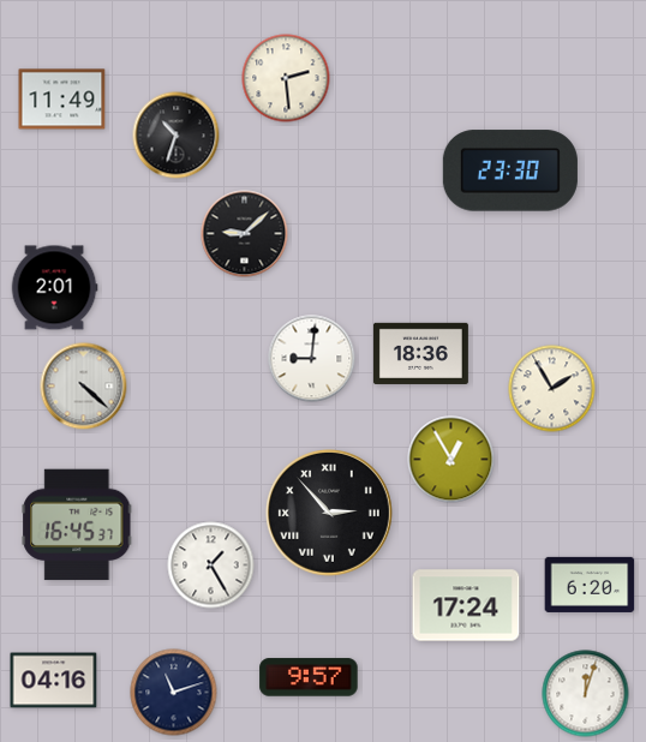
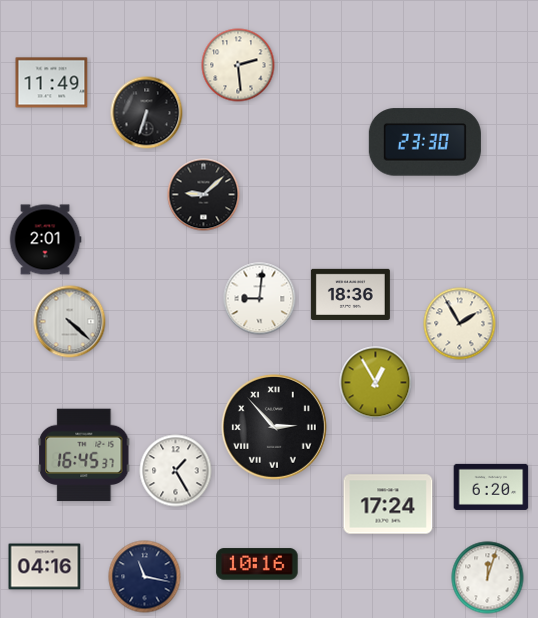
clock at (177, 136): 10:33 -> 6:33
clock at (77, 525) position: (77, 525) -> (84, 455)
clock at (309, 677): 9:57 -> 10:16
clock at (174, 693): 11:12 -> 11:17
